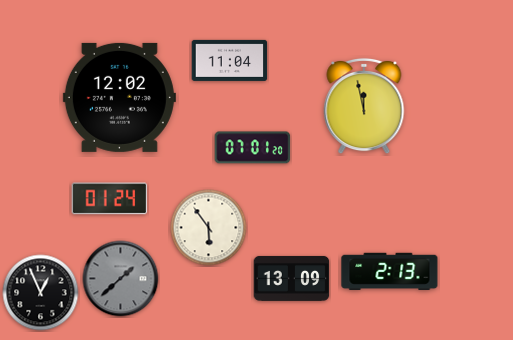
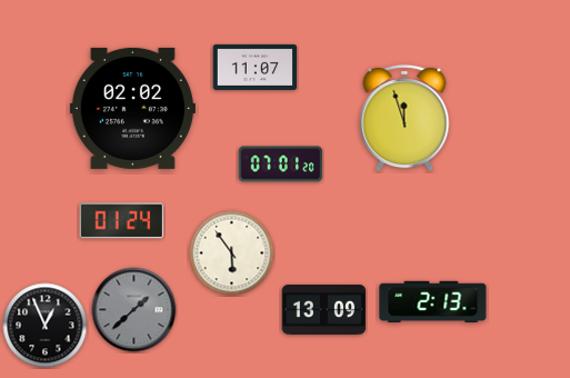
clock at (230, 60): 11:04 -> 11:07
clock at (119, 97): 12:02 -> 02:02
clock at (364, 106): 11:58 -> 11:57
